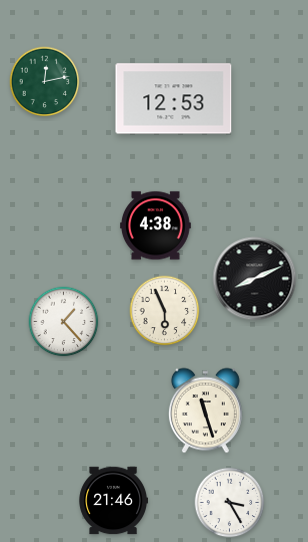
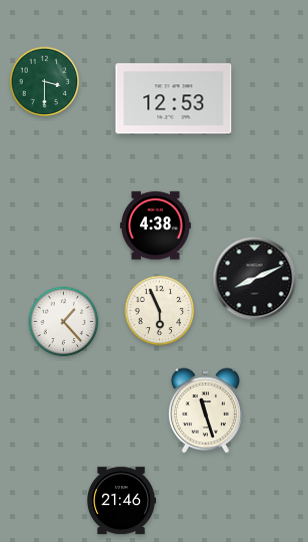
clock at (45, 82): 12:13 -> 3:30
clock at (165, 311) position: (165, 311) -> (160, 311)
clock at (113, 501) position: (113, 501) -> (121, 501)
clock at (230, 503): 3:25 -> none
